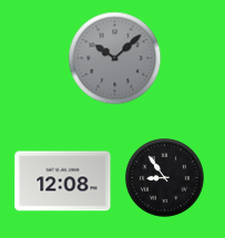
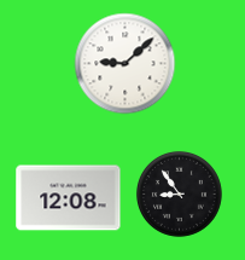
clock at (115, 59): 10:08 -> 9:08
clock at (115, 59) dial: grey -> white
